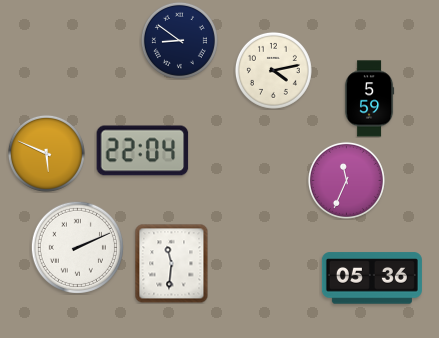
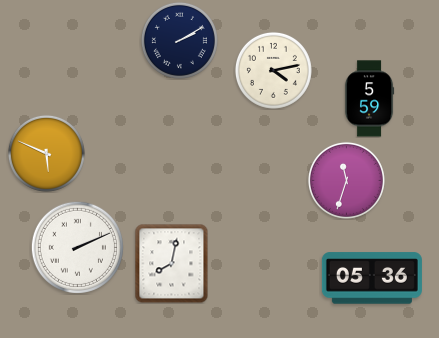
clock at (179, 40): 8:51 -> 2:10
clock at (143, 151): 22:04 -> none
clock at (346, 180): 11:34 -> 11:33
clock at (172, 264): 11:31 -> 8:02
